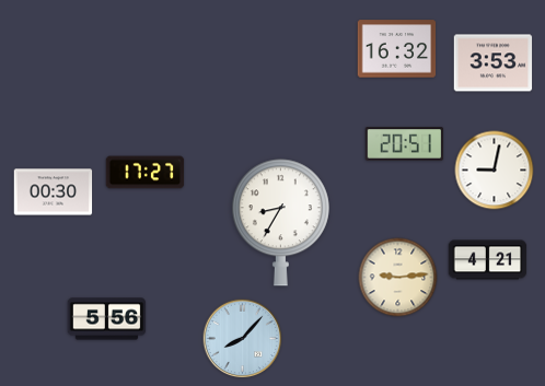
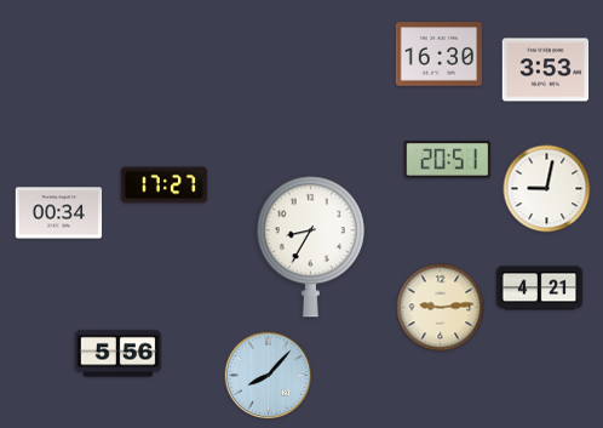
clock at (397, 49): 16:32 -> 16:30
clock at (146, 173) position: (146, 173) -> (165, 186)
clock at (54, 192): 00:30 -> 00:34
